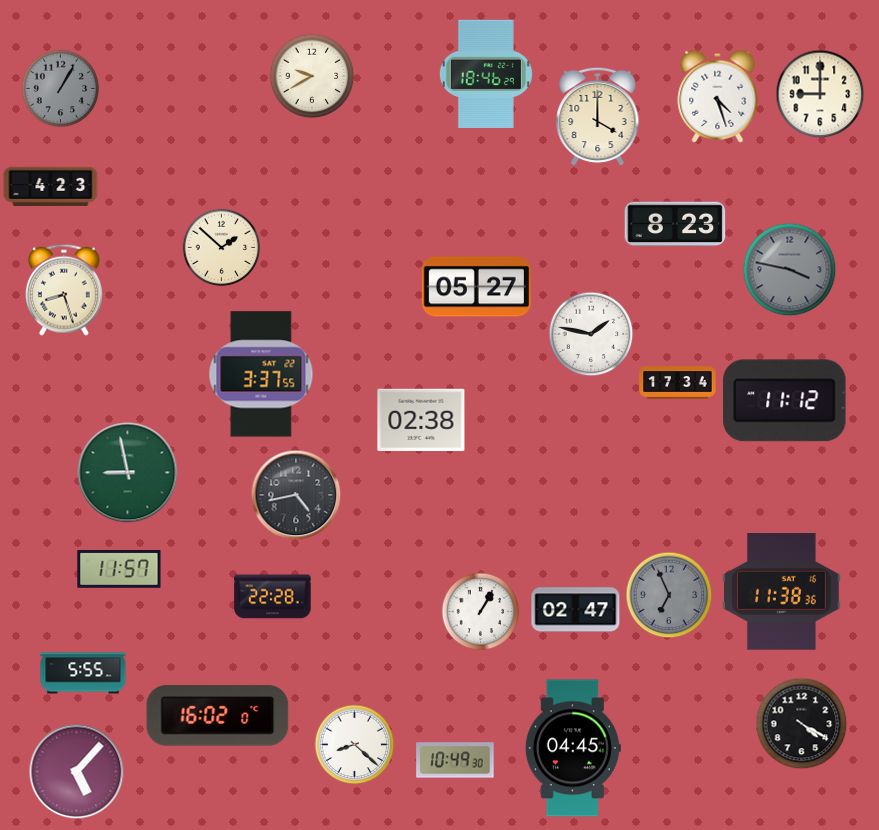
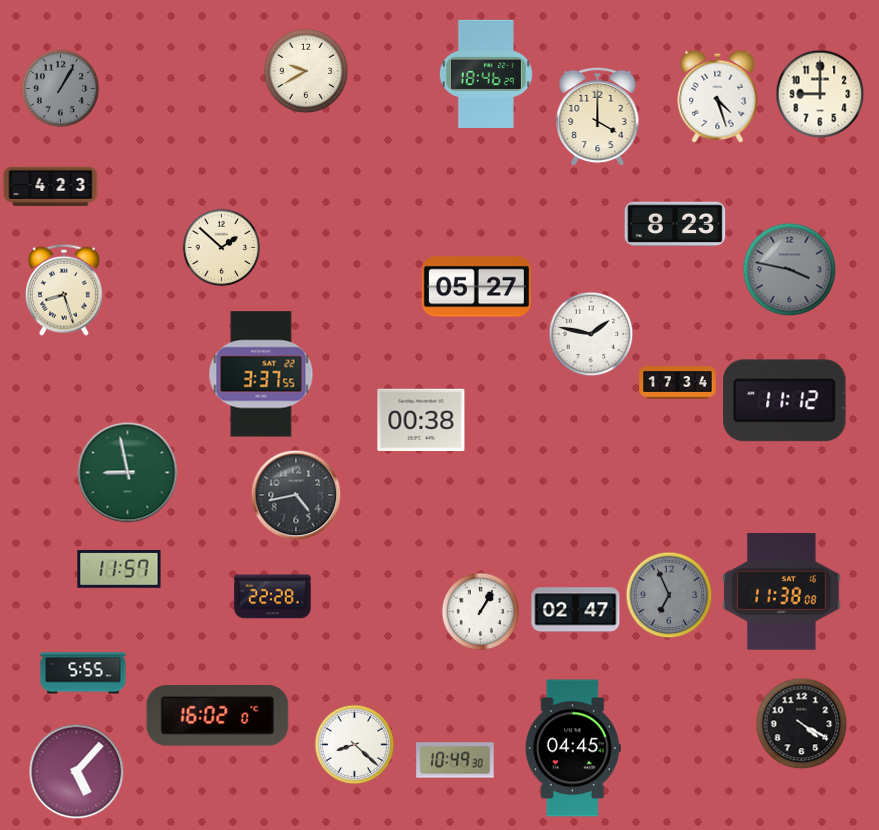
clock at (312, 76) position: (312, 76) -> (306, 71)
clock at (421, 419): 02:38 -> 00:38
clock at (782, 592): 11:38:36 -> 11:38:08
